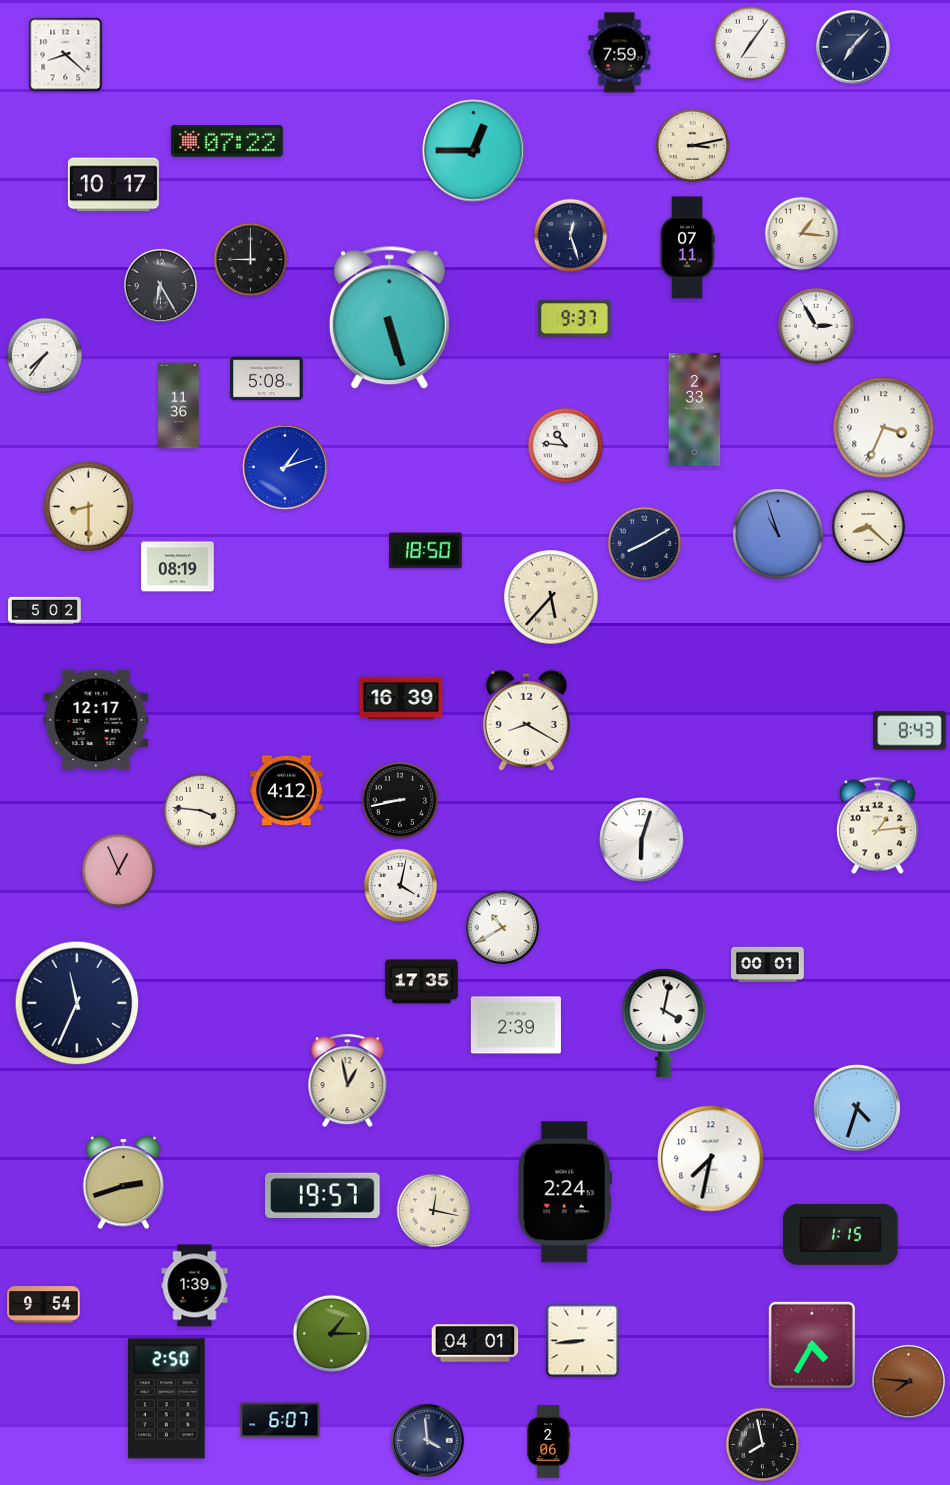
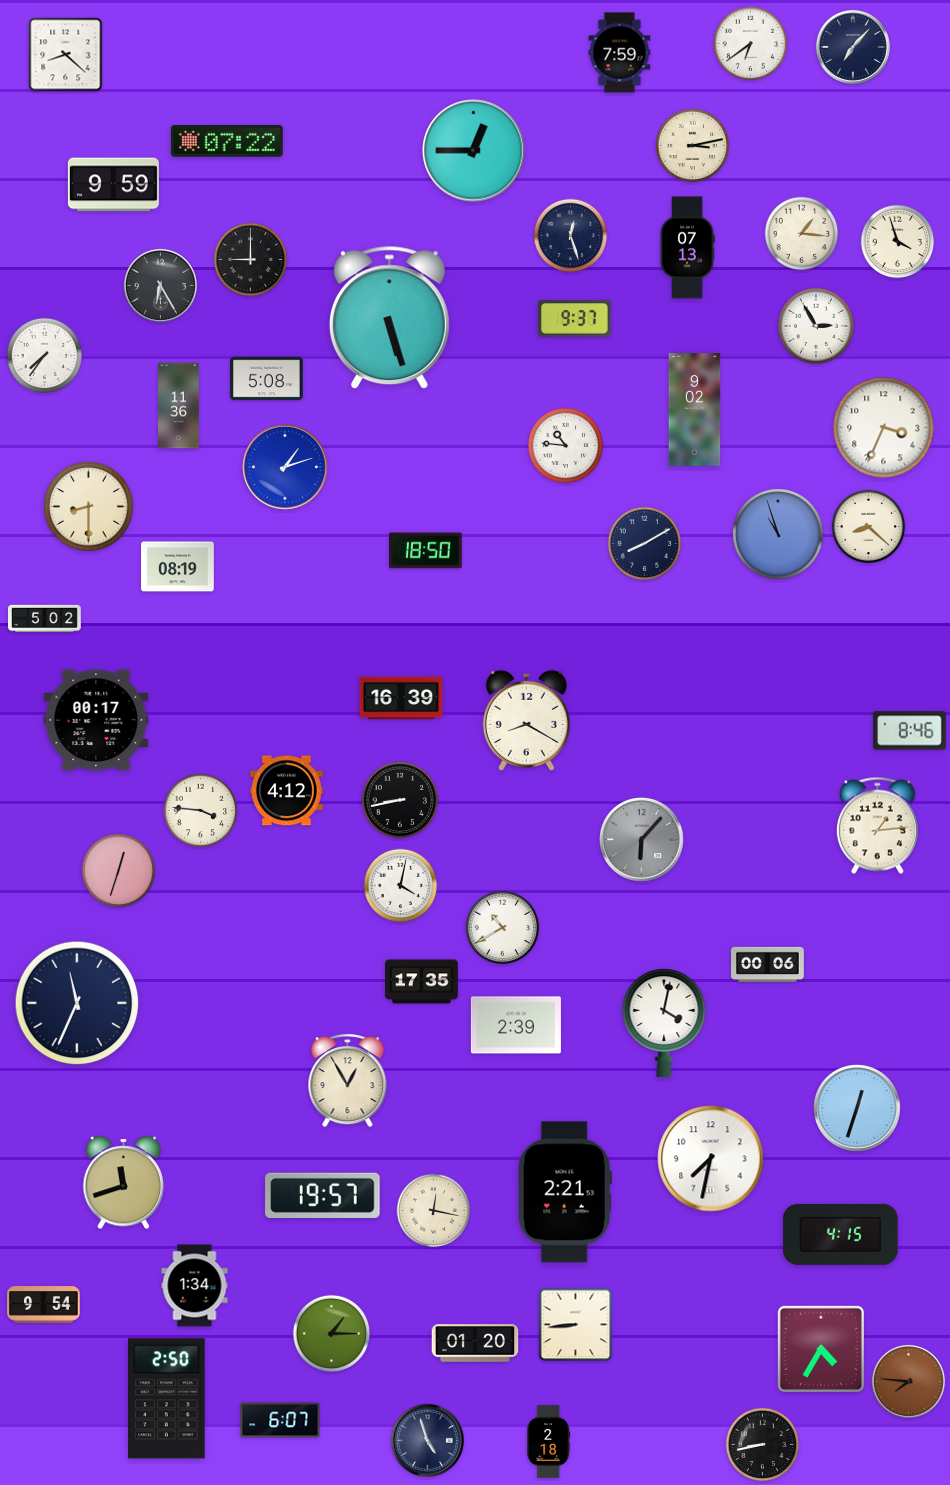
clock at (751, 44): 7:06 -> 6:39
clock at (113, 185): 10:17 -> 9:59
clock at (898, 242): none -> 3:57
clock at (687, 248): 07:11 -> 07:13
clock at (695, 410): 2:33 -> 9:02
clock at (551, 597): 5:37 -> none
clock at (45, 611) position: (45, 611) -> (45, 619)
clock at (96, 720): 12:17 -> 00:17
clock at (910, 731): 8:43 -> 8:46
clock at (642, 840): 6:03 -> 6:07
clock at (642, 840) dial: white -> grey
clock at (119, 871): 12:56 -> 12:33
clock at (768, 964): 00:01 -> 00:06
clock at (348, 1081): 12:58 -> 12:55
clock at (857, 1108): 4:33 -> 12:33
clock at (124, 1183): 2:42 -> 11:42
clock at (565, 1192): 2:24 -> 2:21
clock at (841, 1234): 1:15 -> 4:15
clock at (195, 1286): 1:39 -> 1:34
clock at (583, 1341) position: (583, 1341) -> (576, 1325)
clock at (475, 1343): 04:01 -> 01:20
clock at (811, 1344) position: (811, 1344) -> (820, 1348)
clock at (427, 1440): 3:59 -> 4:57
clock at (549, 1442): 2:06 -> 2:18
clock at (763, 1445): 7:58 -> 8:43
